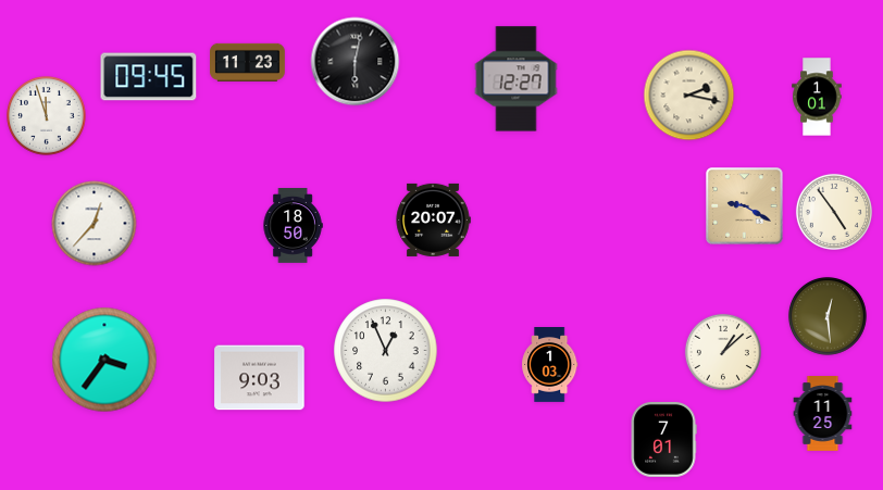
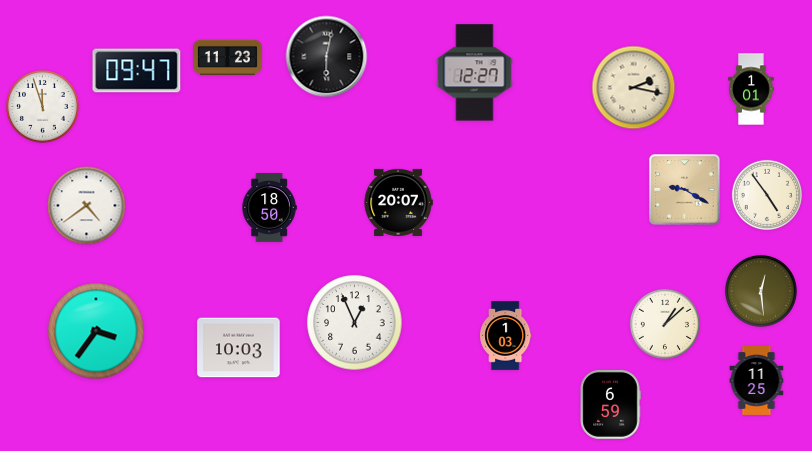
clock at (149, 77): 09:45 -> 09:47
clock at (95, 224): 12:37 -> 4:39
clock at (260, 378): 9:03 -> 10:03
clock at (663, 440): 7:01 -> 6:59
